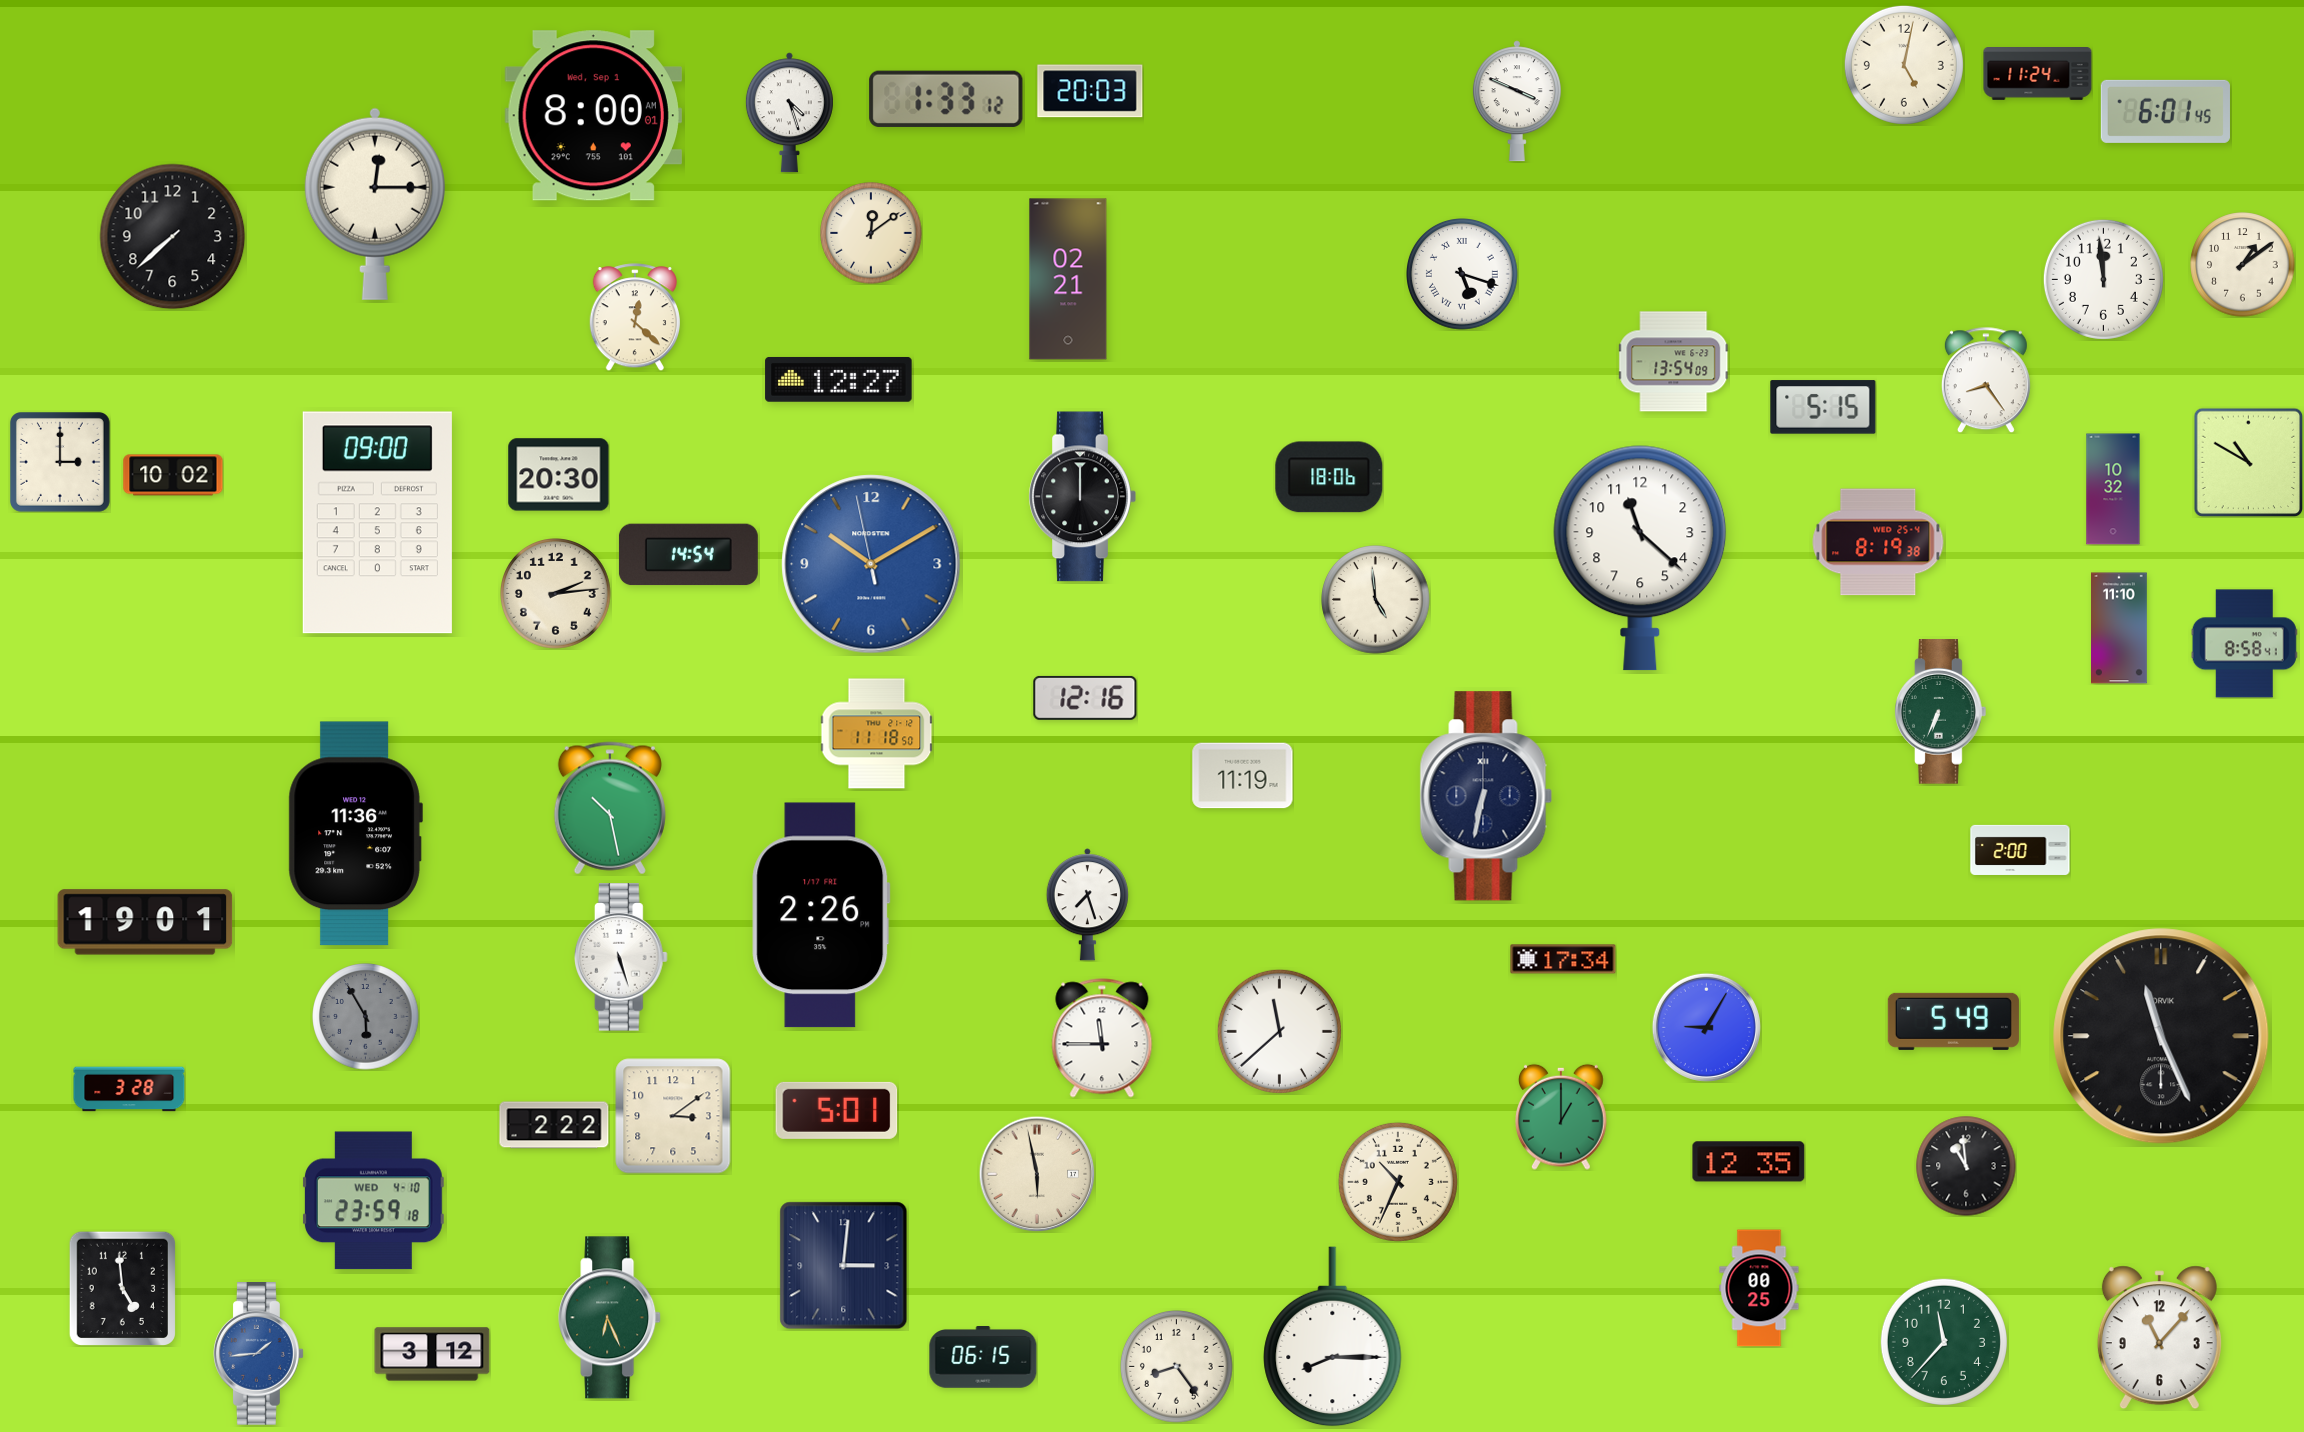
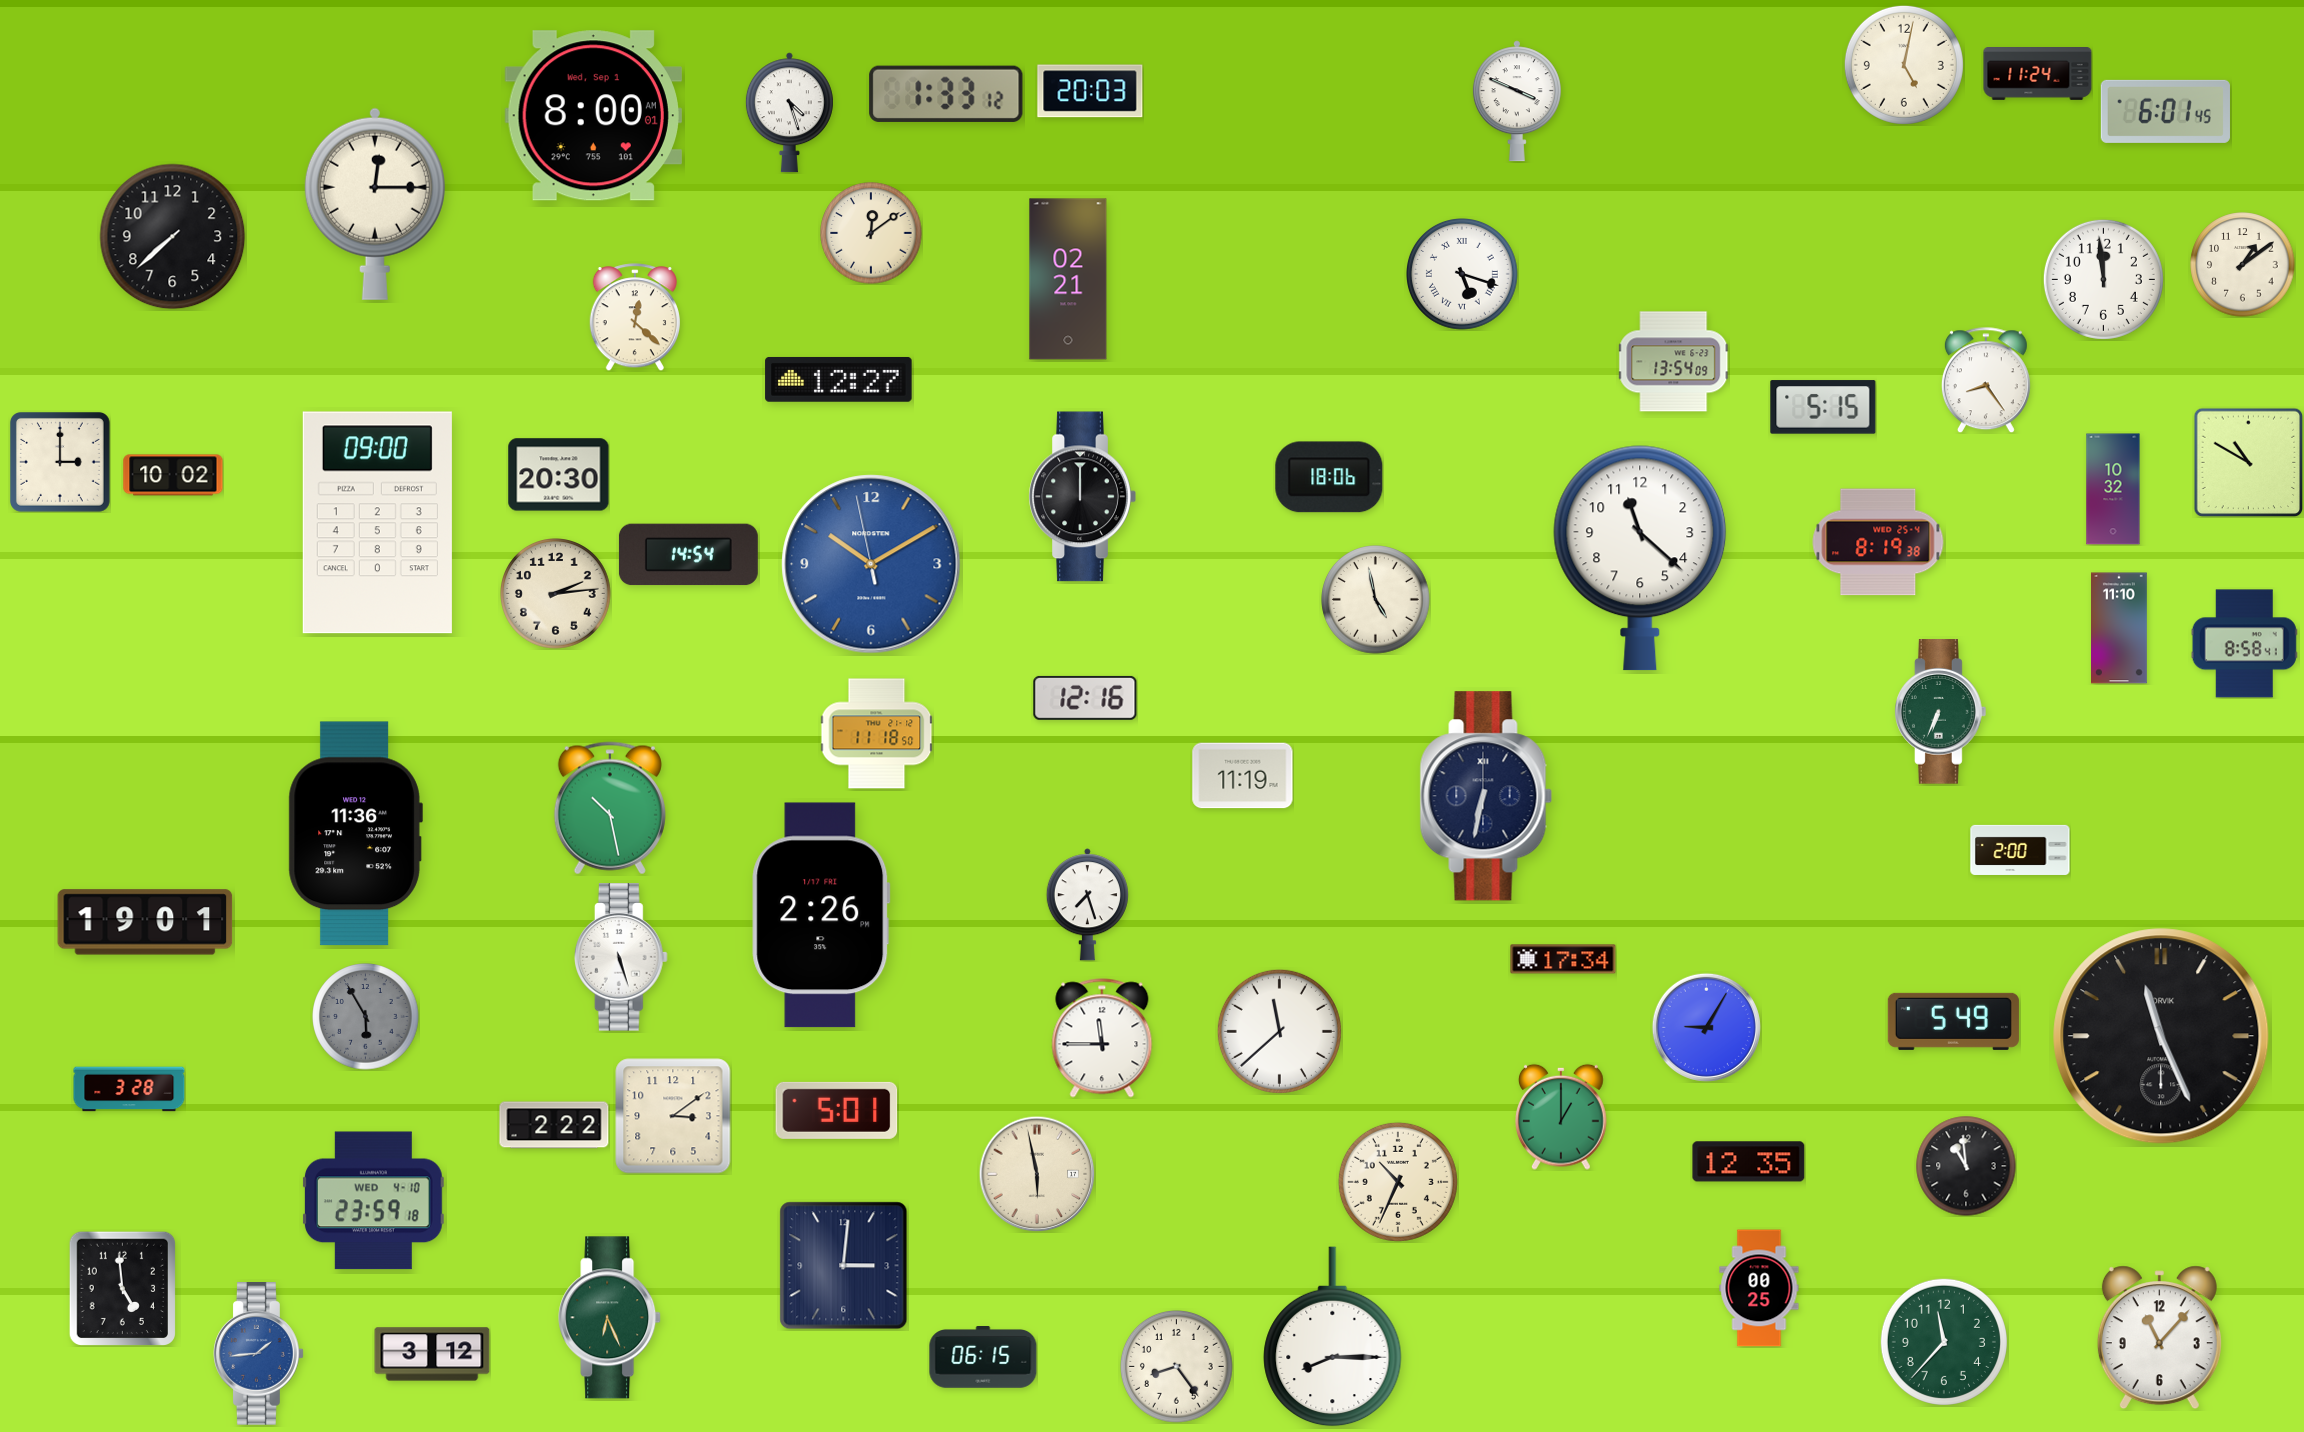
clock at (946, 99) position: (946, 99) -> (946, 94)
clock at (1376, 600): 4:59 -> 4:58
